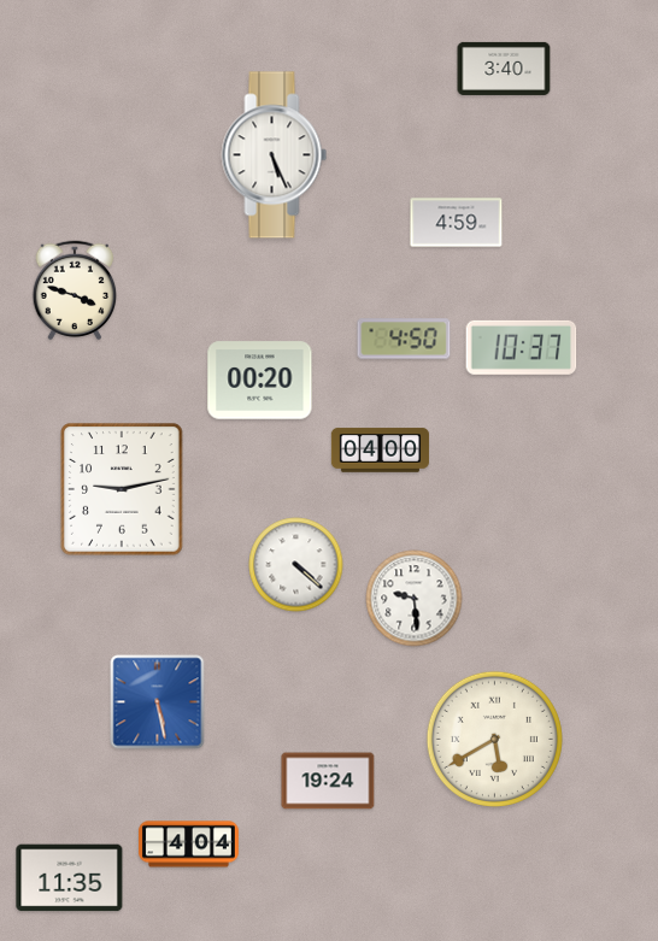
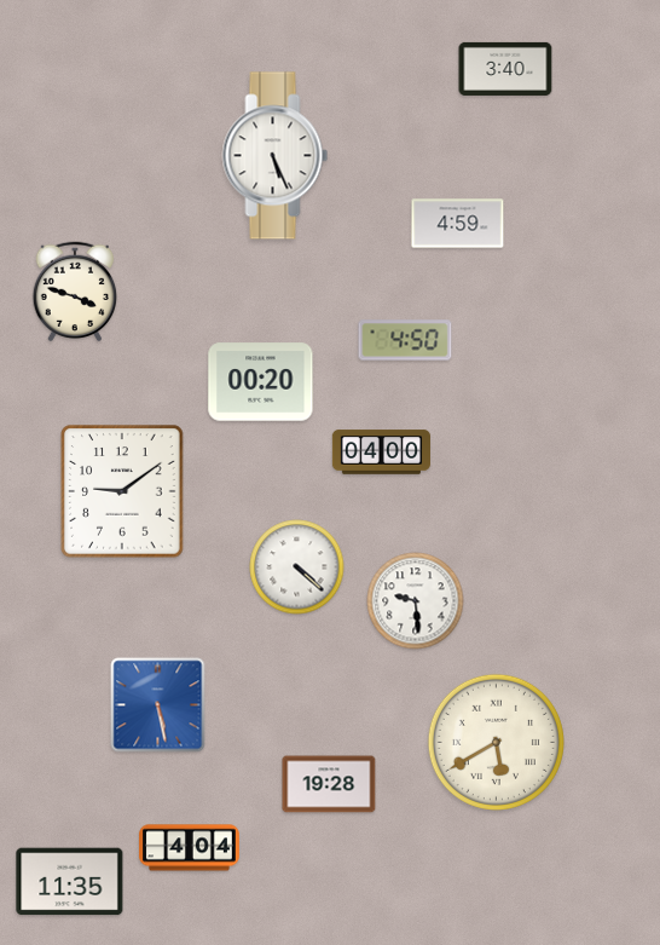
clock at (522, 347): 10:37 -> none
clock at (122, 489): 9:13 -> 9:09
clock at (328, 781): 19:24 -> 19:28
